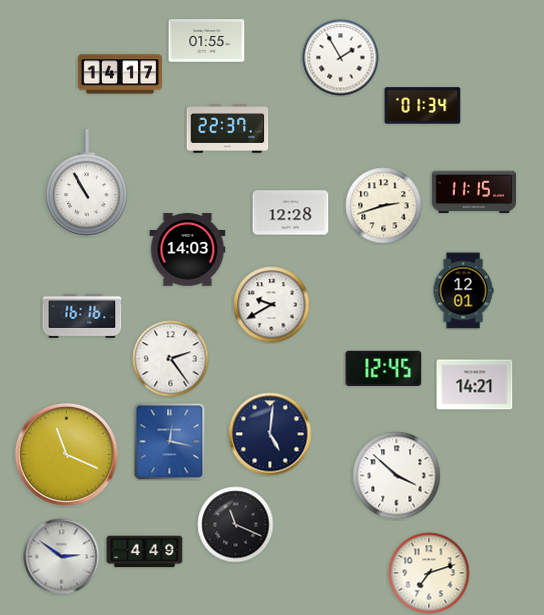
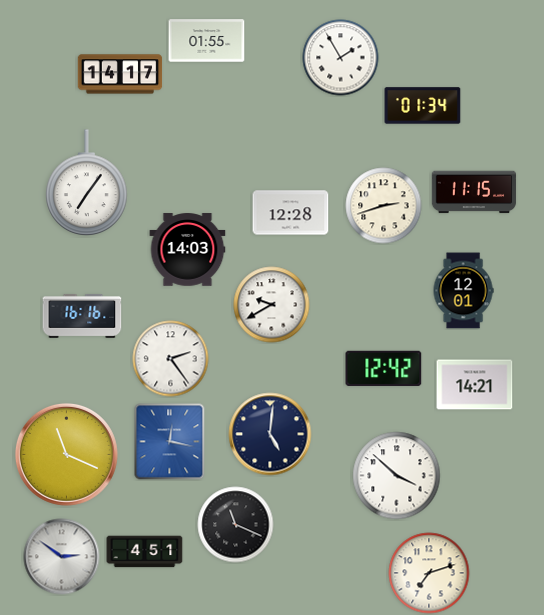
clock at (228, 129): 22:37 -> none
clock at (87, 182): 10:55 -> 7:06
clock at (384, 368): 12:45 -> 12:42
clock at (145, 552): 4:49 -> 4:51
